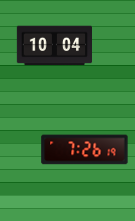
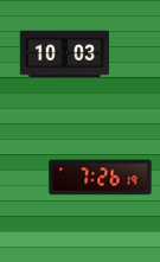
clock at (55, 46): 10:04 -> 10:03
